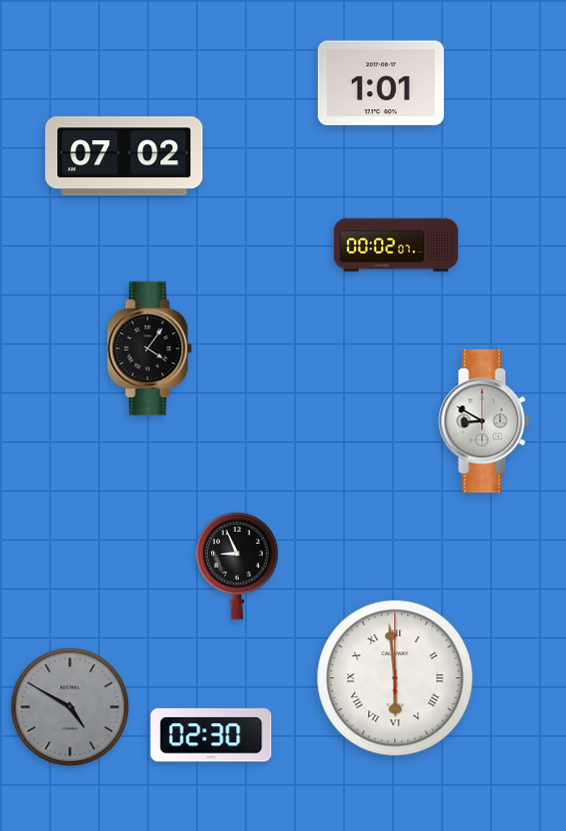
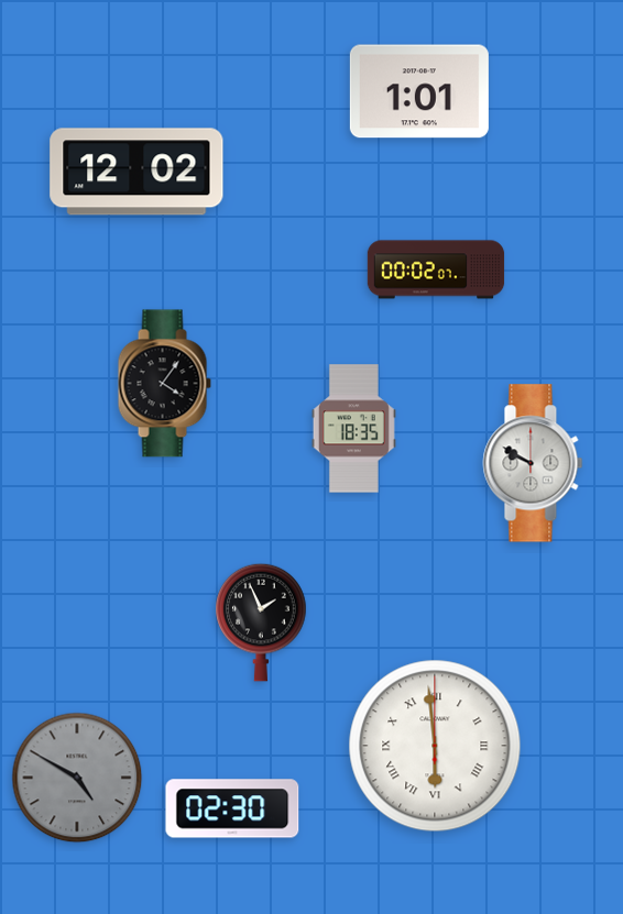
clock at (124, 156): 07:02 -> 12:02
clock at (353, 429): none -> 18:35
clock at (484, 421): 8:50 -> 9:50
clock at (237, 566): 8:56 -> 1:56
